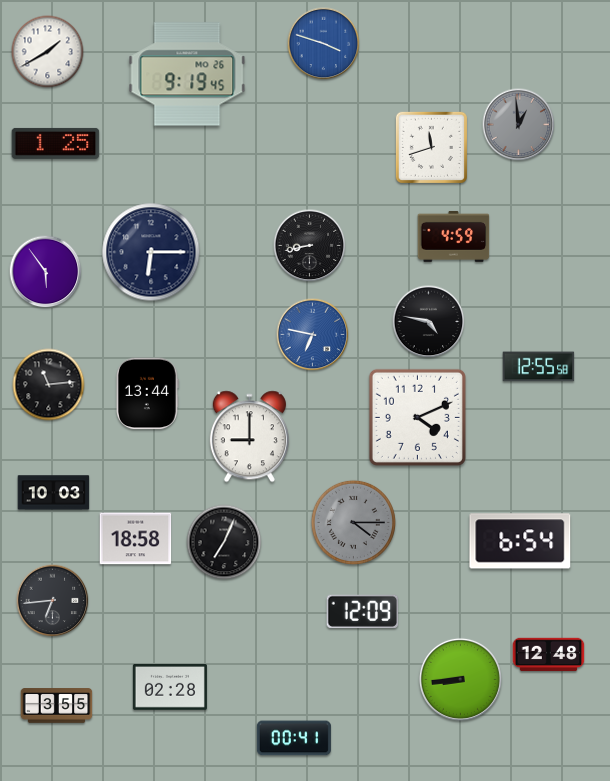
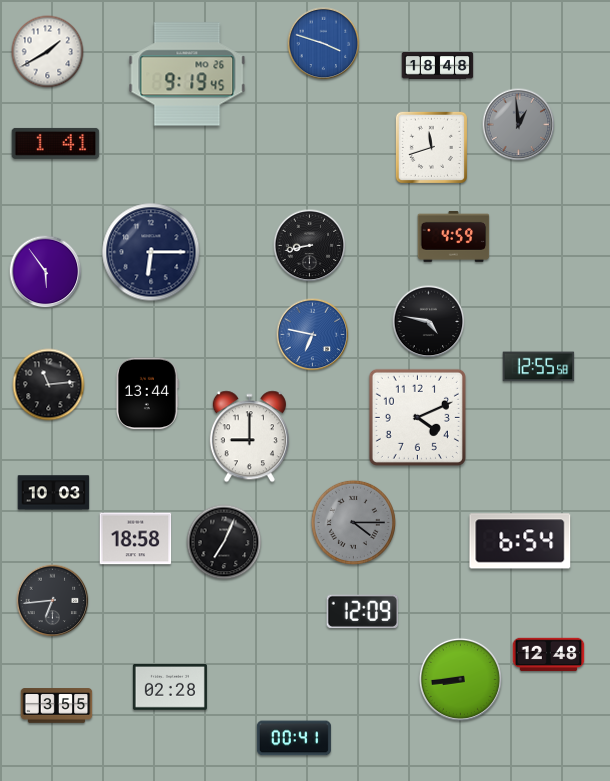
clock at (438, 66): none -> 18:48
clock at (56, 143): 1:25 -> 1:41
